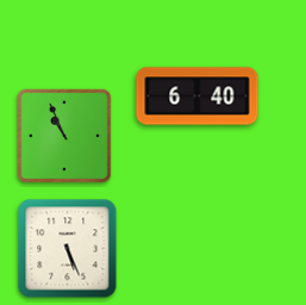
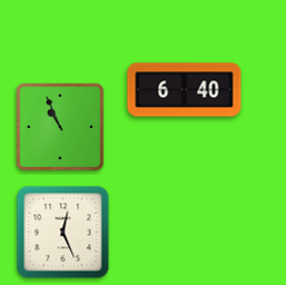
clock at (68, 249): 5:26 -> 12:26
